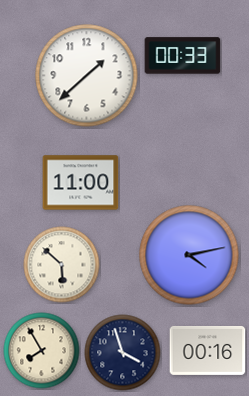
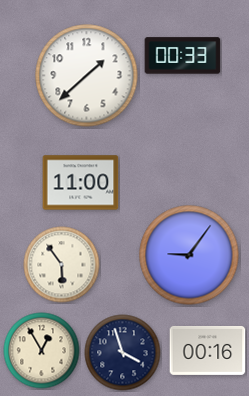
clock at (189, 255): 4:13 -> 9:06
clock at (62, 265): 5:52 -> 5:54
clock at (42, 351): 7:55 -> 12:55
